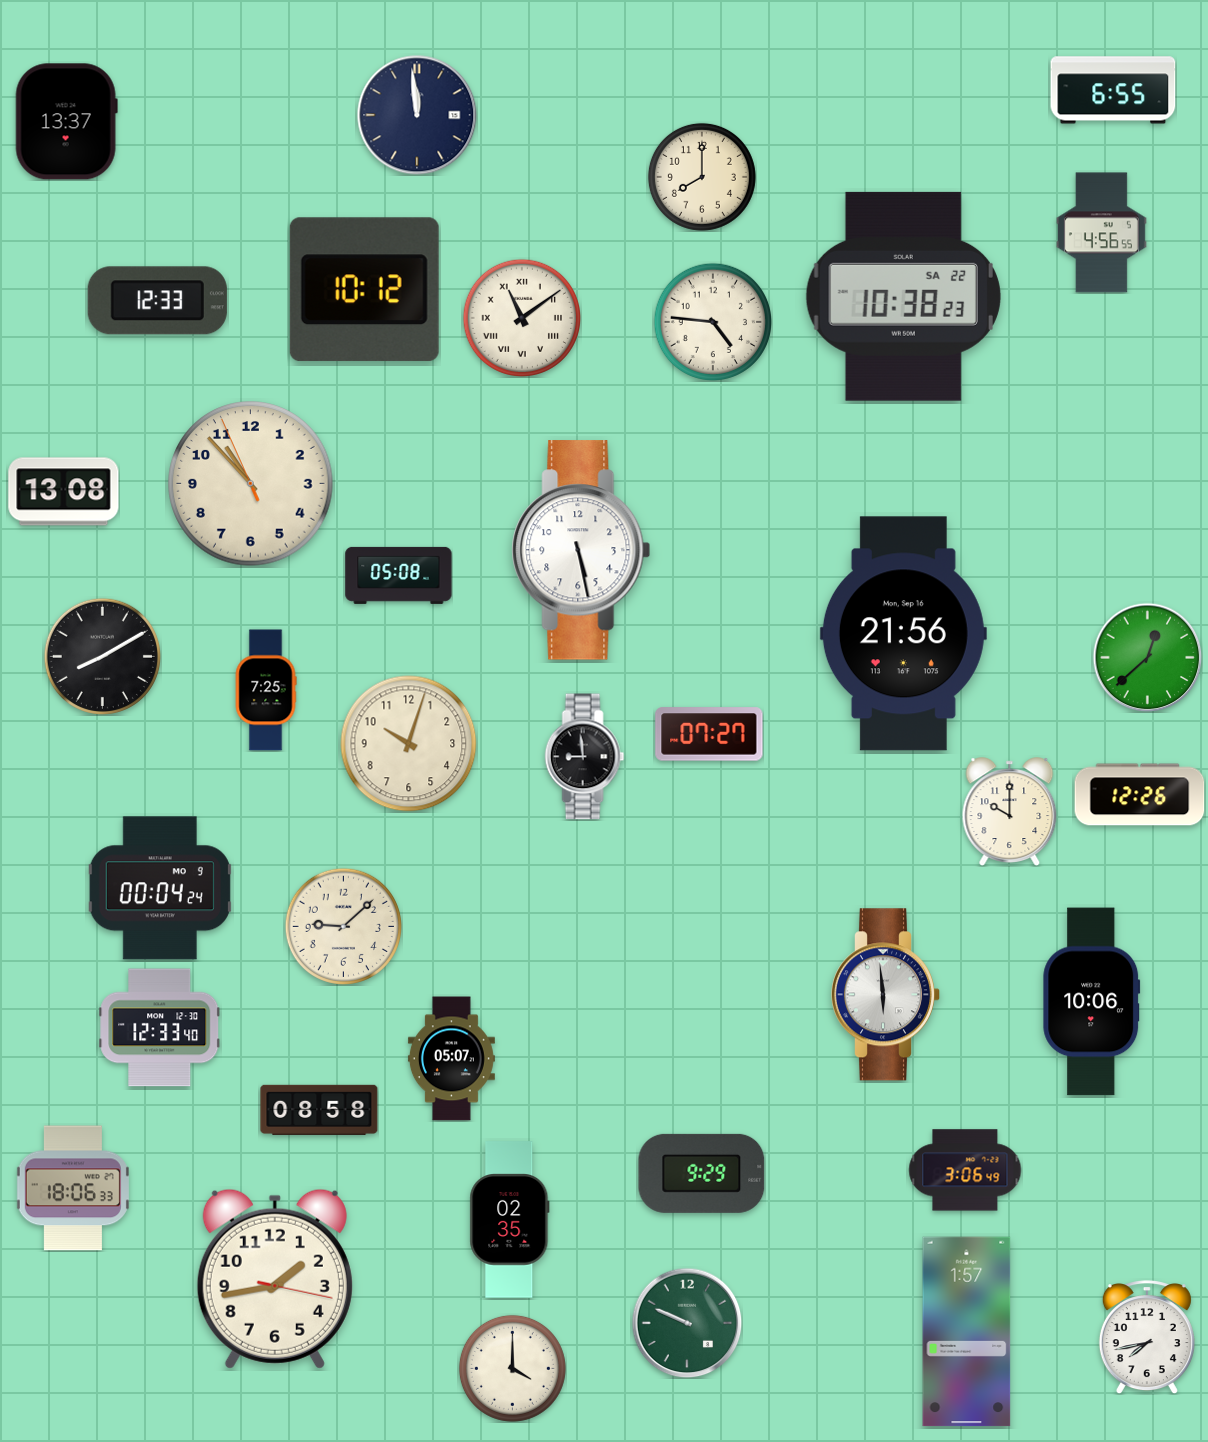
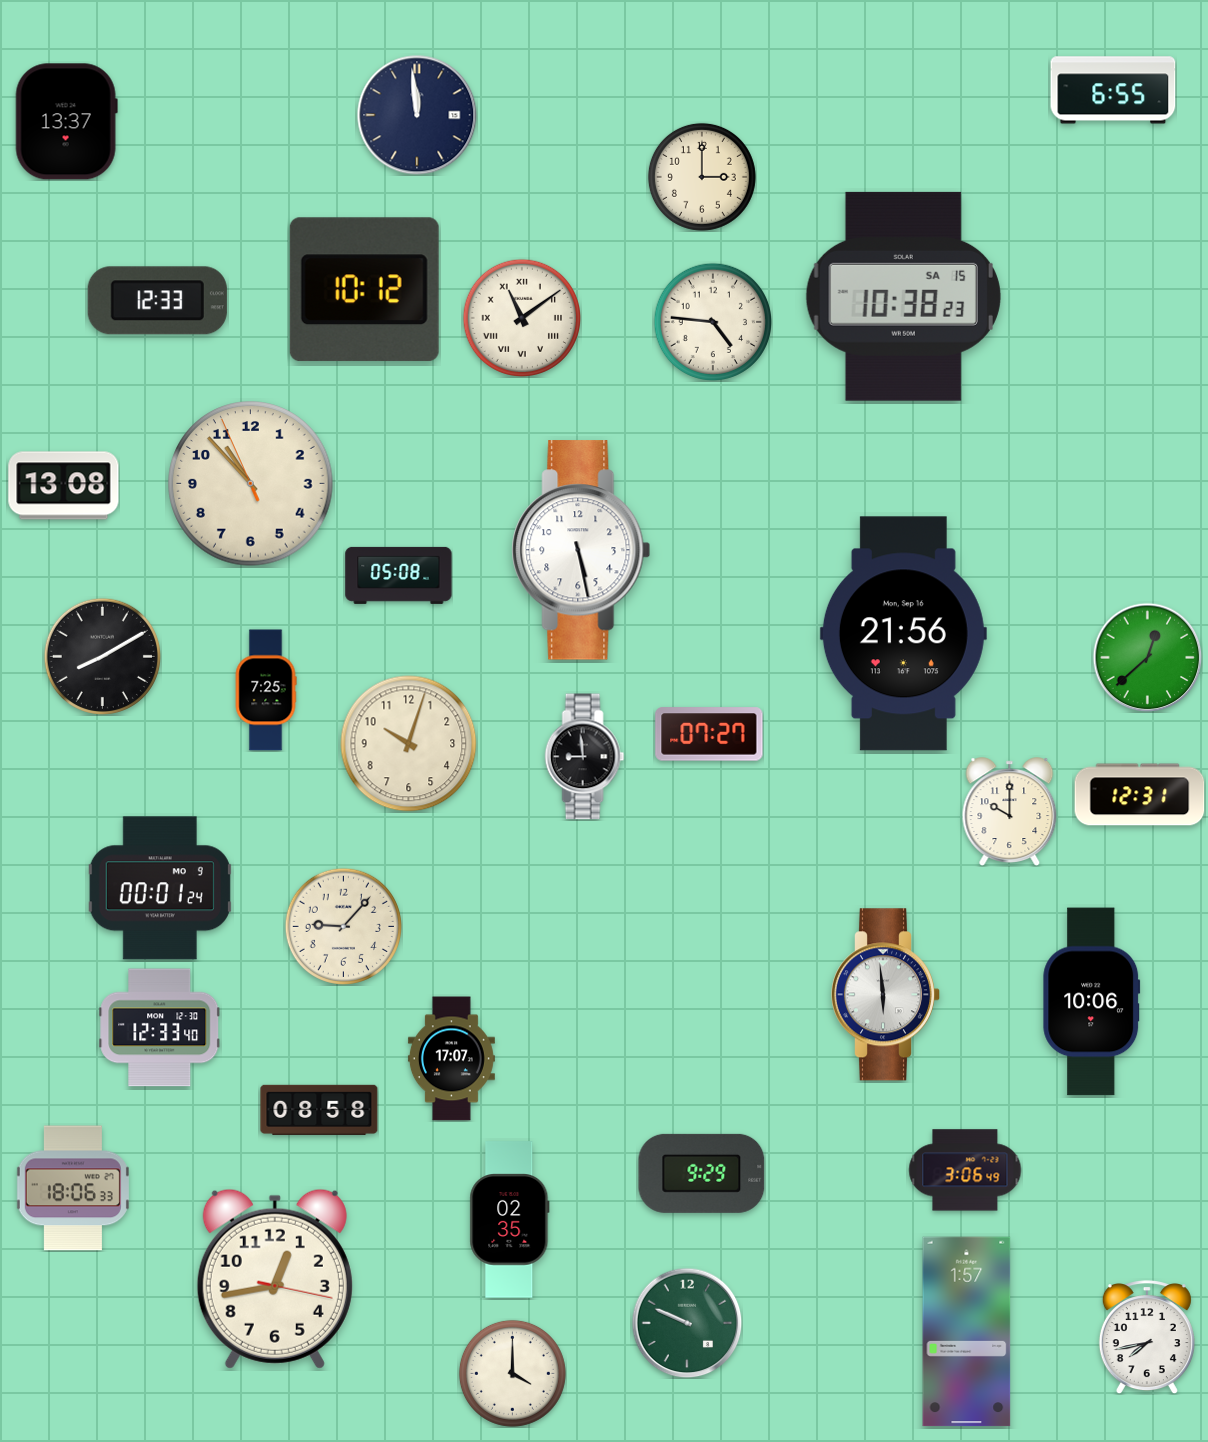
clock at (702, 177): 8:00 -> 3:00
clock at (1101, 233): 4:56 -> none
clock at (903, 296) date: SA 22 -> SA 15
clock at (64, 492) position: (64, 492) -> (64, 486)
clock at (1140, 795): 12:26 -> 12:31
clock at (160, 888): 00:04 -> 00:01
clock at (343, 926): 9:08 -> 9:07
clock at (451, 1059): 05:07 -> 17:07
clock at (275, 1279): 1:43 -> 12:43
clock at (512, 1368) position: (512, 1368) -> (512, 1373)
